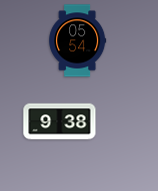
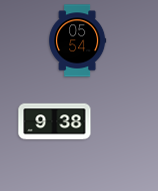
clock at (60, 122) position: (60, 122) -> (55, 122)
